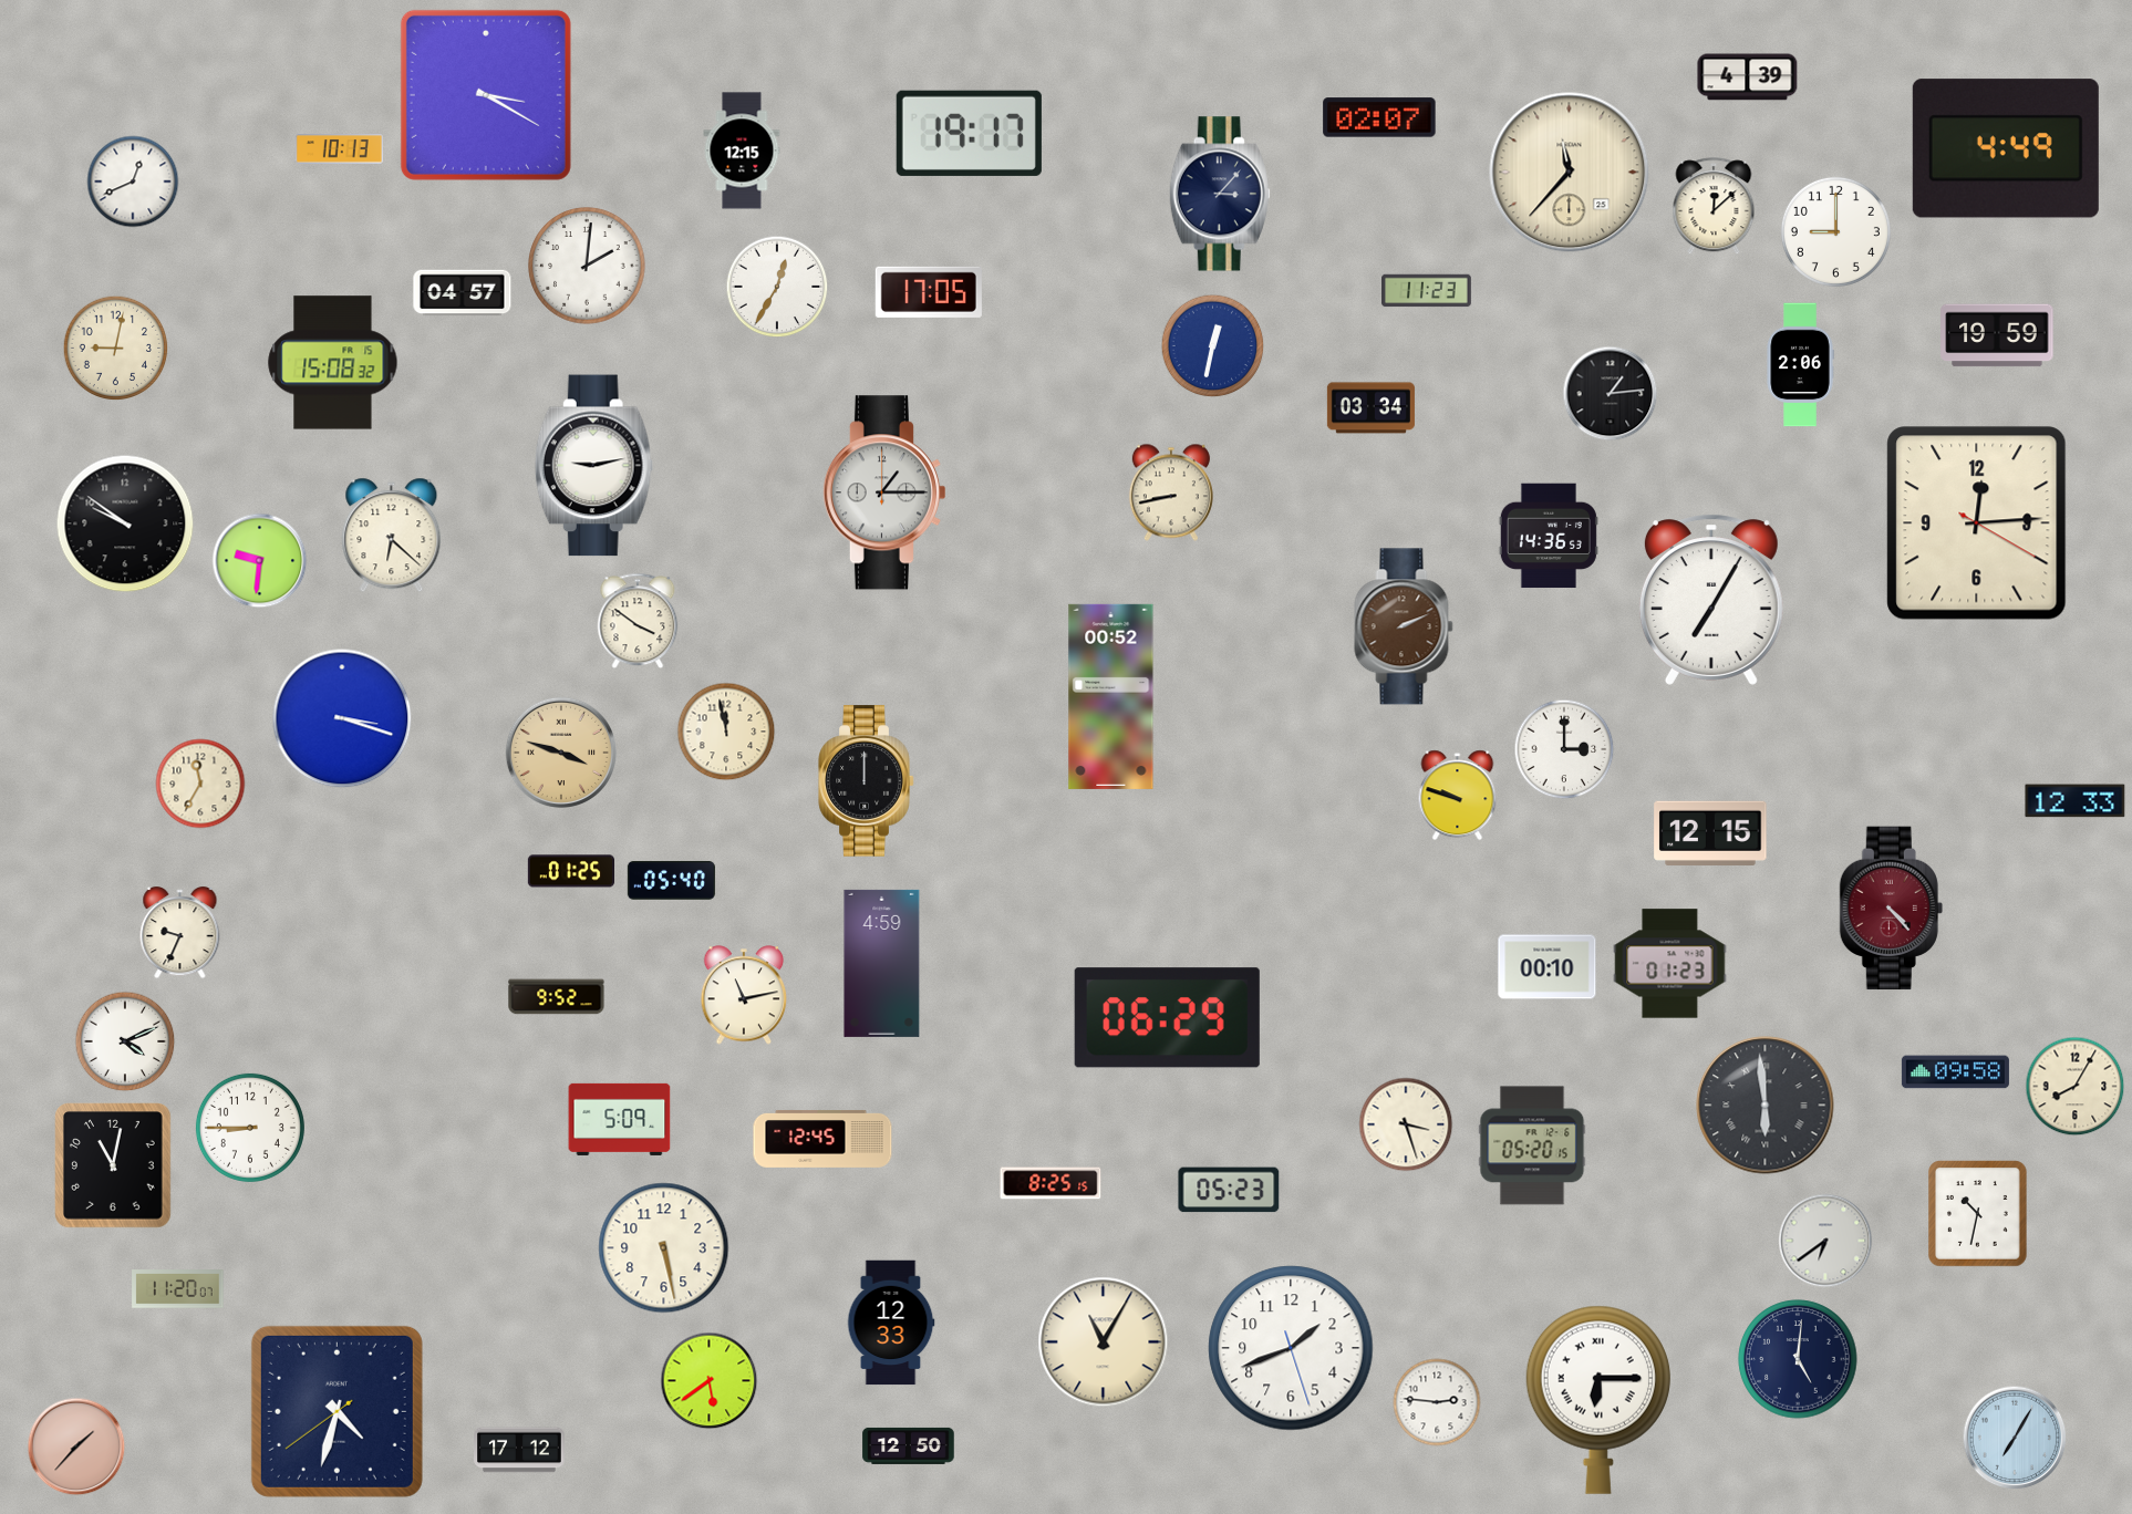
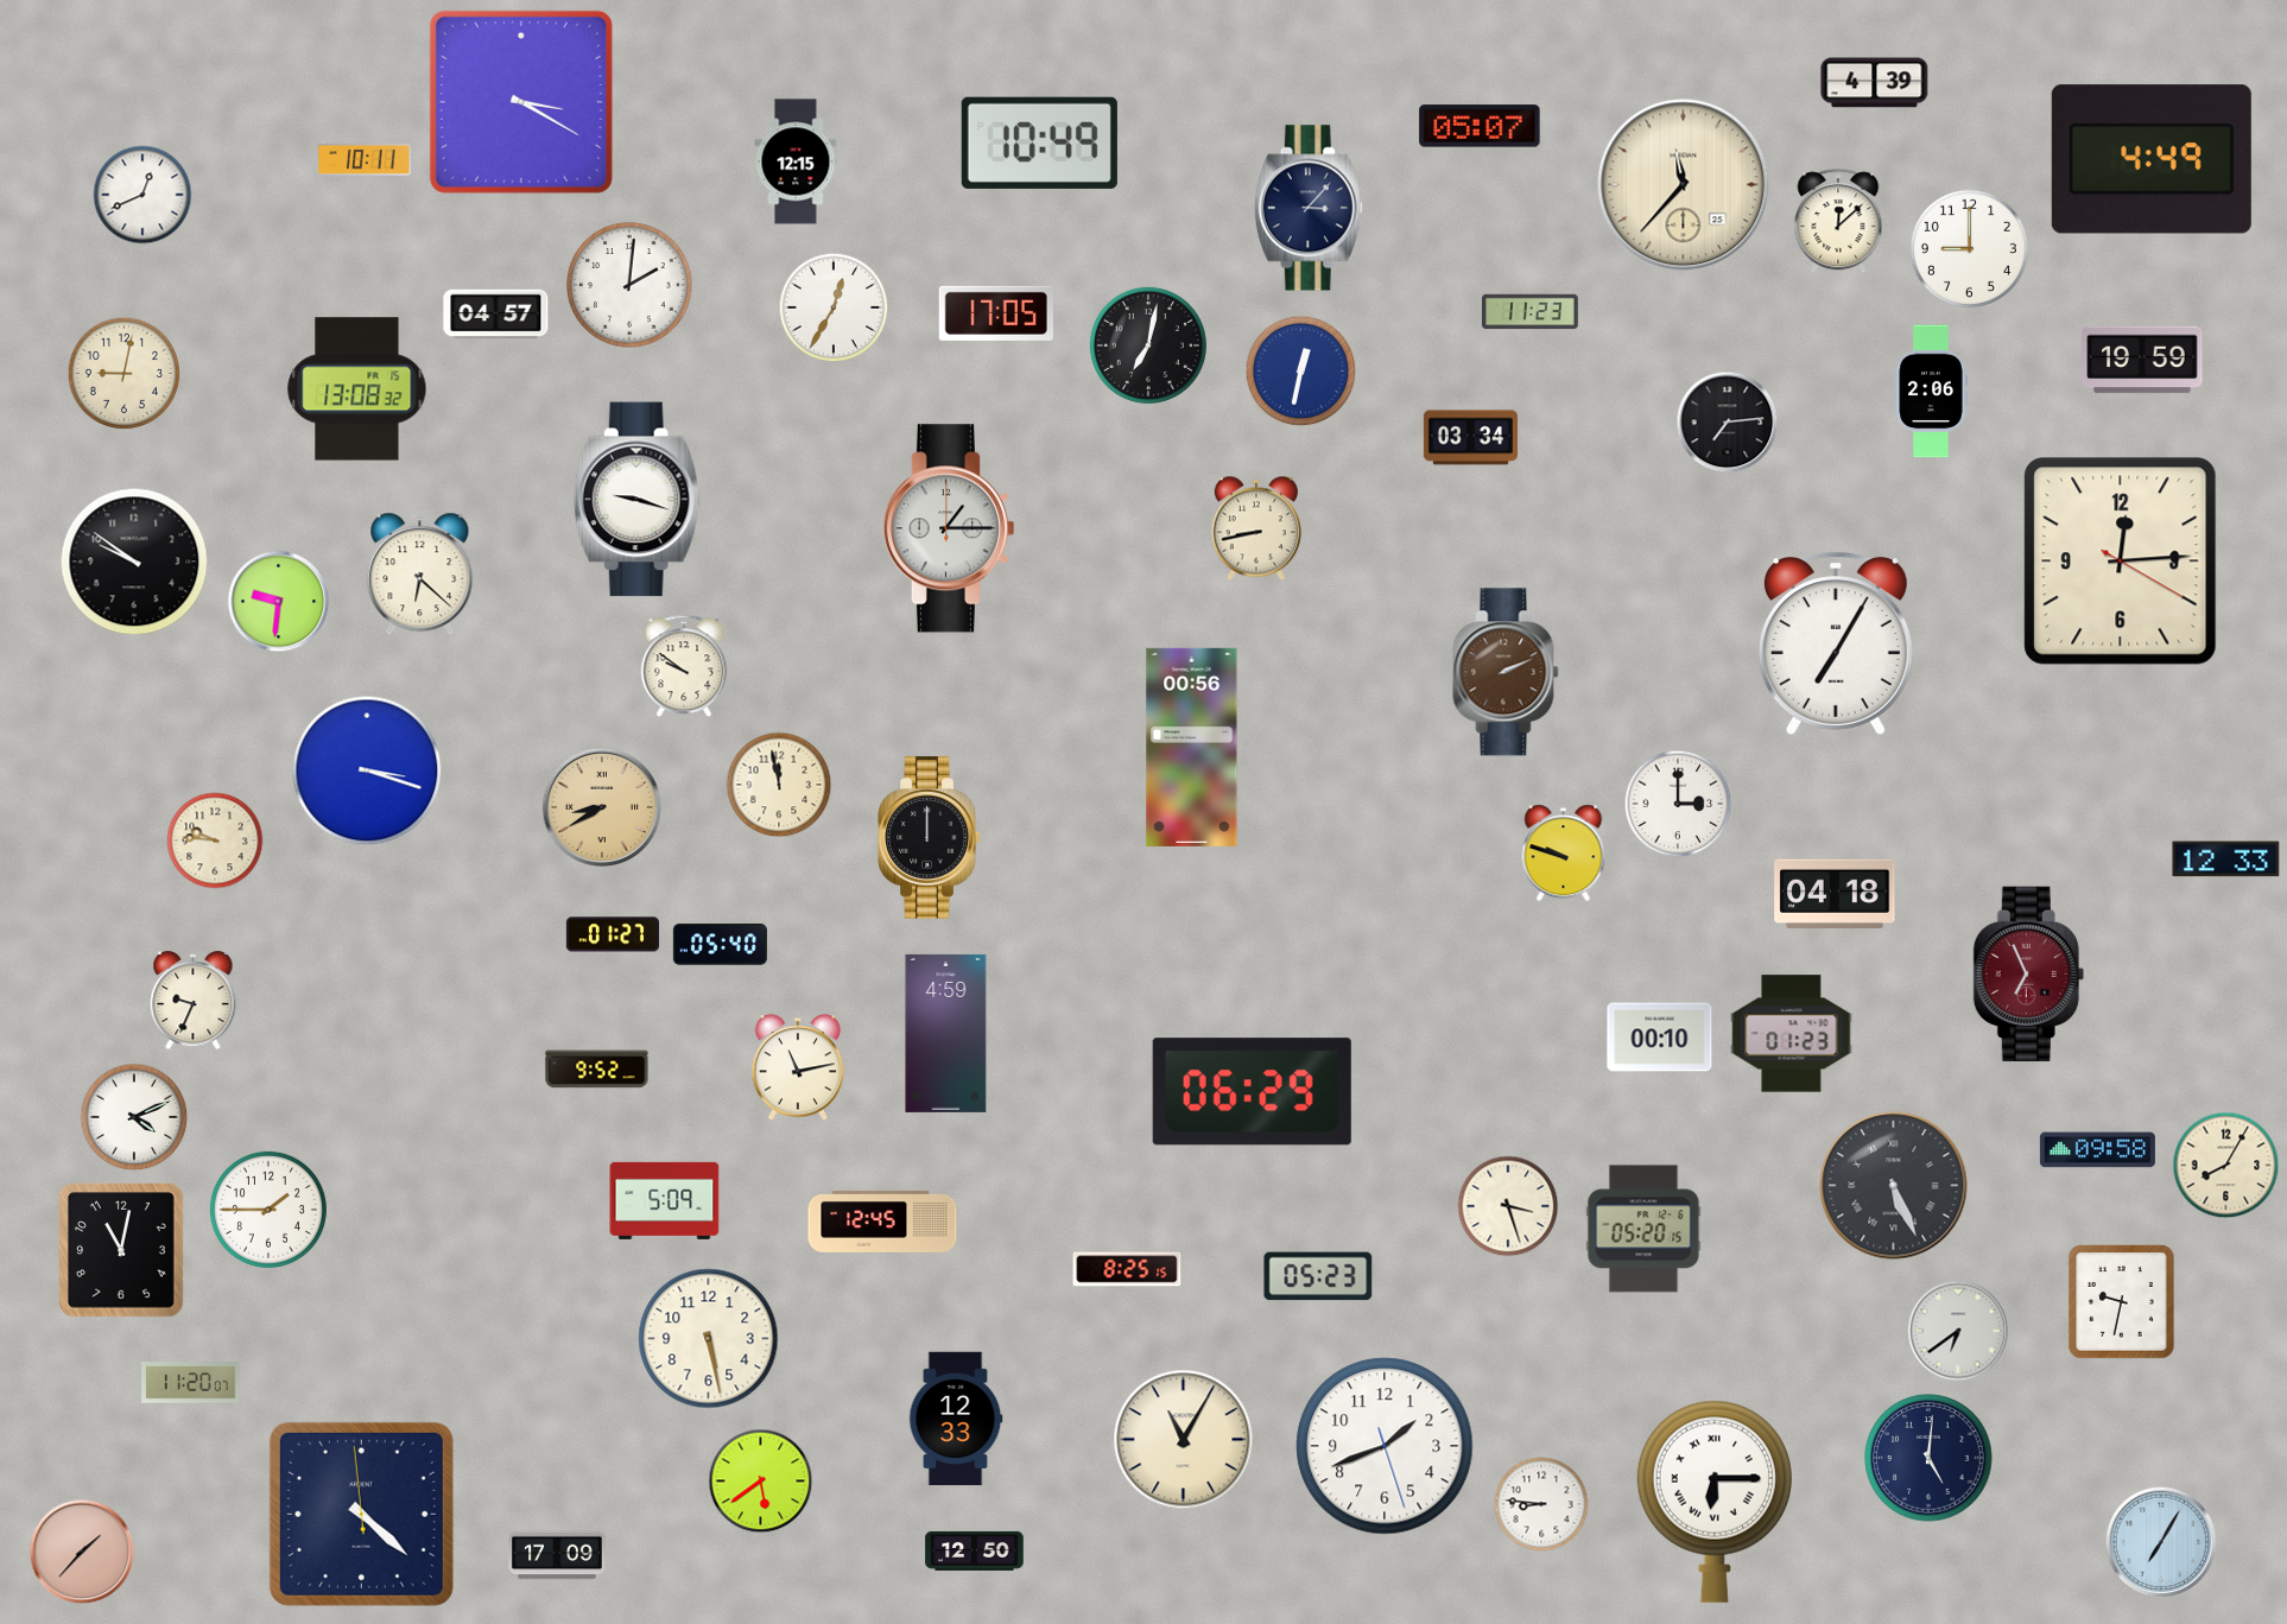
clock at (1379, 117): 02:07 -> 05:07
clock at (969, 133): 19:17 -> 10:49
clock at (339, 149): 10:13 -> 10:11
clock at (1148, 345): none -> 7:02
clock at (333, 363): 15:08 -> 13:08
clock at (1611, 394): 1:14 -> 7:14
clock at (593, 466): 9:13 -> 9:18
clock at (1549, 536): 14:36 -> none
clock at (638, 621): 3:51 -> 9:51
clock at (1111, 696): 00:52 -> 00:56
clock at (561, 753): 3:48 -> 8:40
clock at (200, 784): 11:35 -> 9:46
clock at (1710, 832): 12:15 -> 04:18
clock at (570, 871): 01:25 -> 01:27
clock at (1891, 909): 4:23 -> 6:56
clock at (1766, 1106): 5:59 -> 5:26
clock at (250, 1128): 8:45 -> 1:45
clock at (1978, 1214): 10:32 -> 9:32
clock at (664, 1248) position: (664, 1248) -> (709, 1339)
clock at (1437, 1402): 2:46 -> 8:46
clock at (337, 1411): 4:32 -> 4:21
clock at (519, 1450): 17:12 -> 17:09
